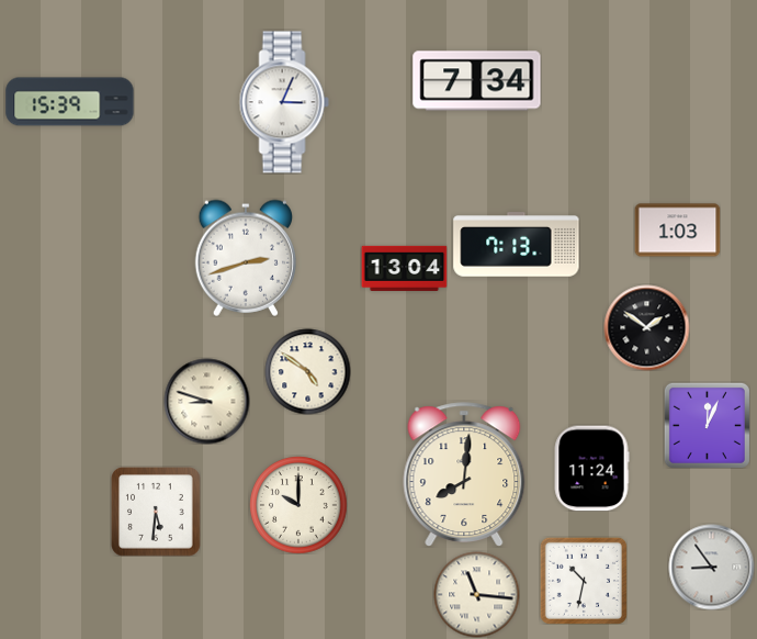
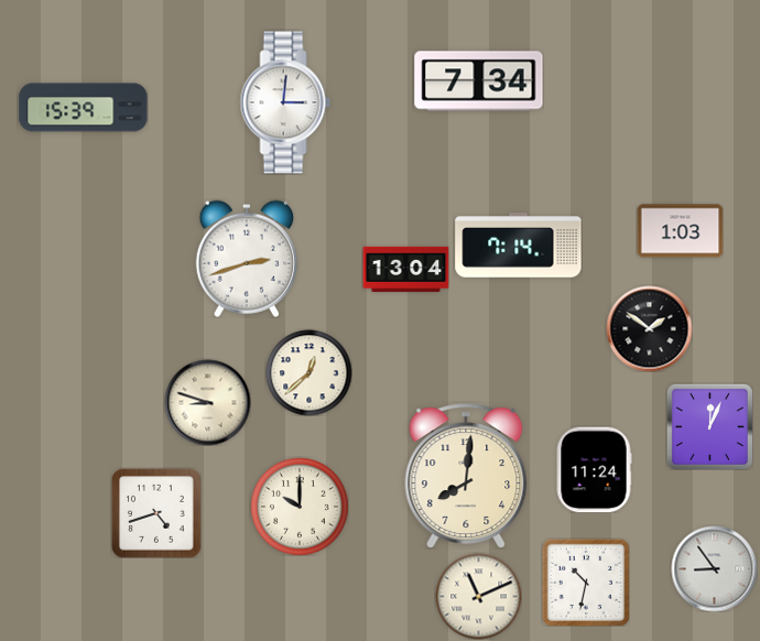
clock at (70, 102) position: (70, 102) -> (84, 108)
clock at (284, 102): 3:04 -> 3:01
clock at (517, 245): 7:13 -> 7:14
clock at (307, 371): 4:51 -> 12:38
clock at (156, 512): 5:31 -> 4:42
clock at (476, 594): 11:16 -> 11:11
